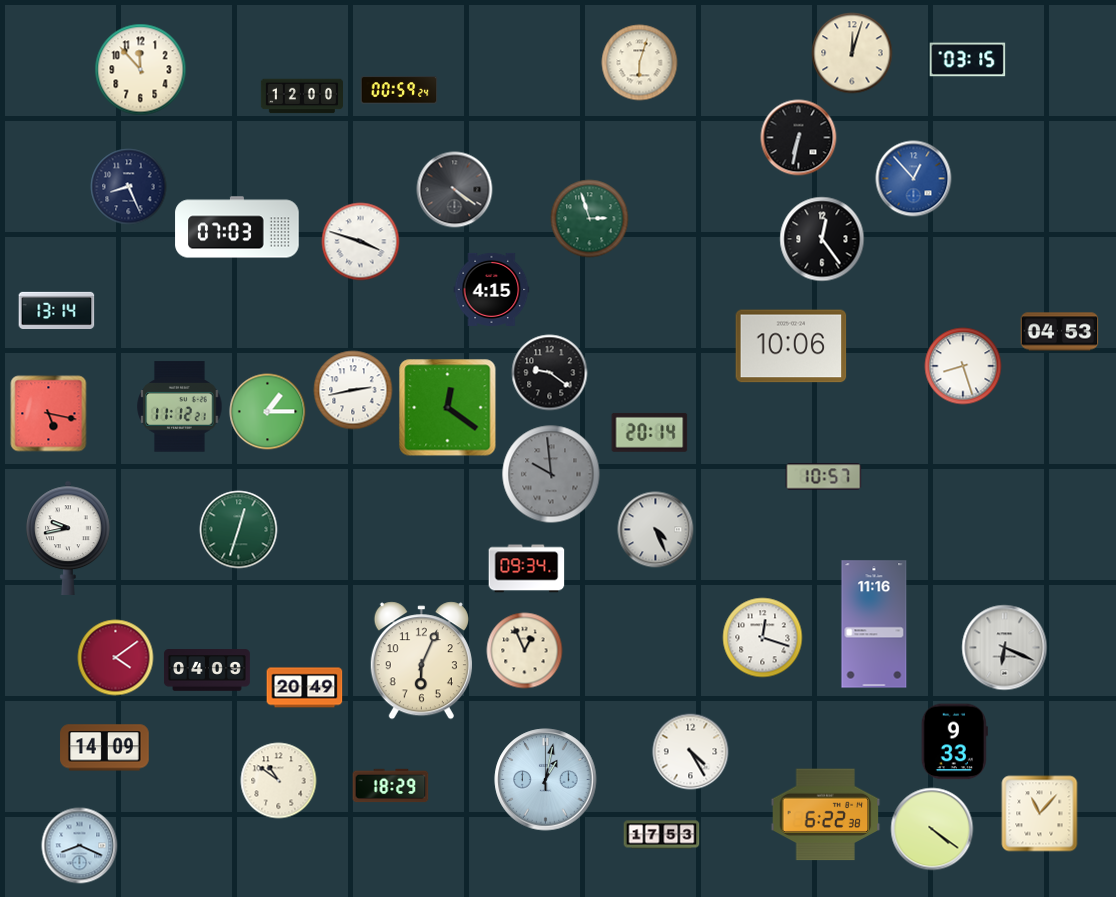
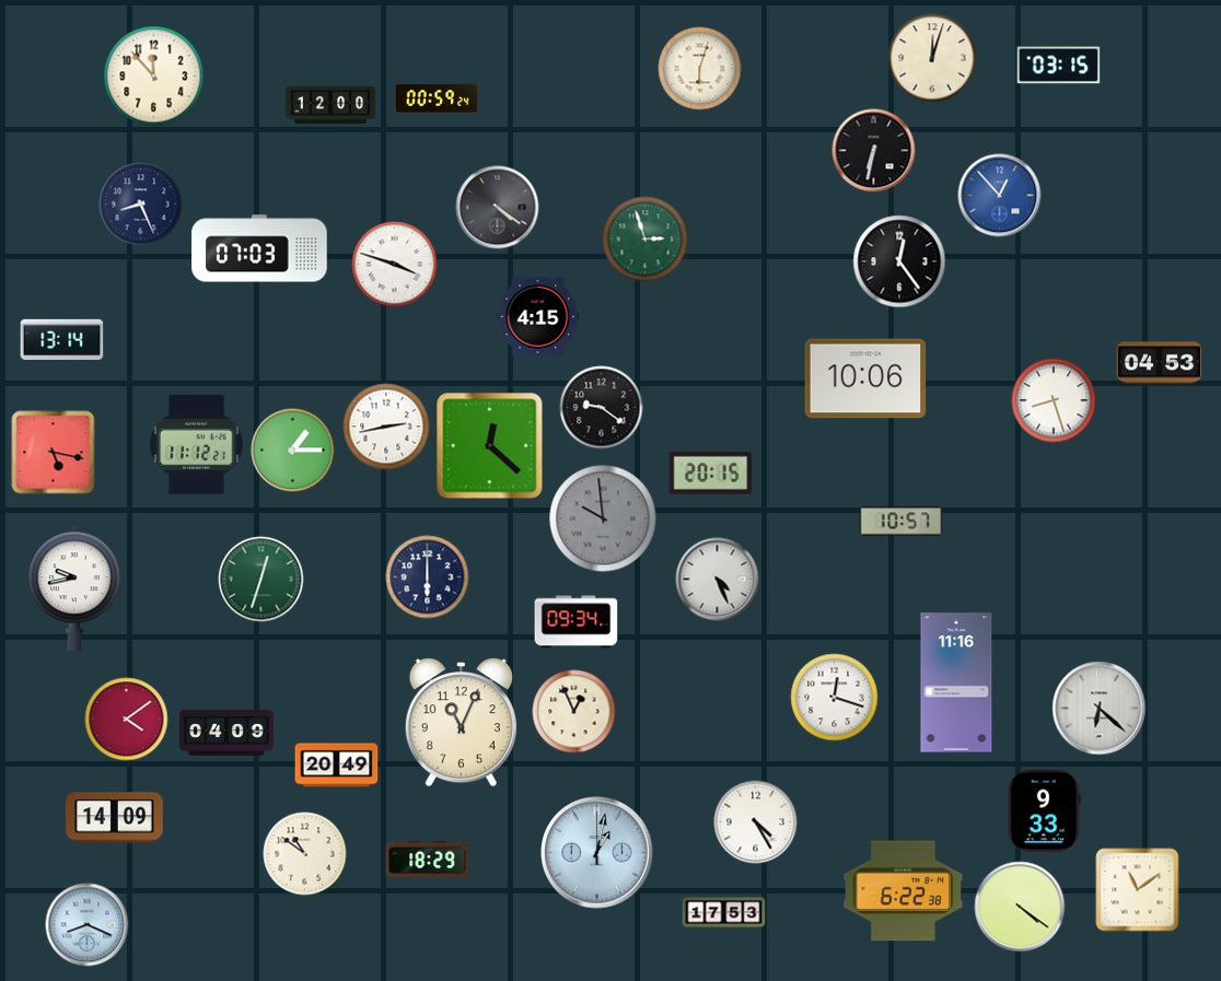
clock at (448, 408): 12:21 -> 12:22
clock at (650, 432): 20:14 -> 20:15
clock at (428, 577): none -> 6:00
clock at (1005, 648): 6:19 -> 6:22
clock at (421, 661): 6:04 -> 11:04
clock at (305, 688) position: (305, 688) -> (337, 766)
clock at (1040, 814): 11:07 -> 11:09
